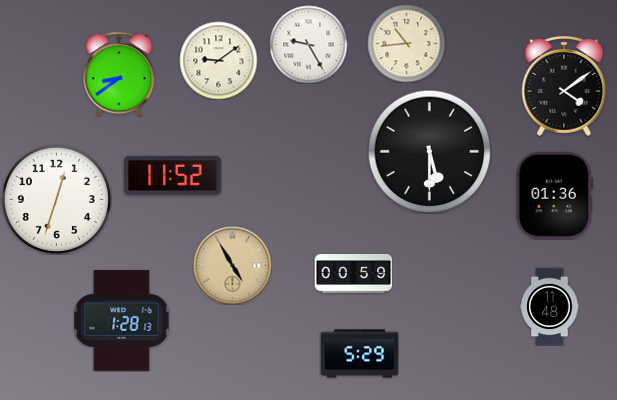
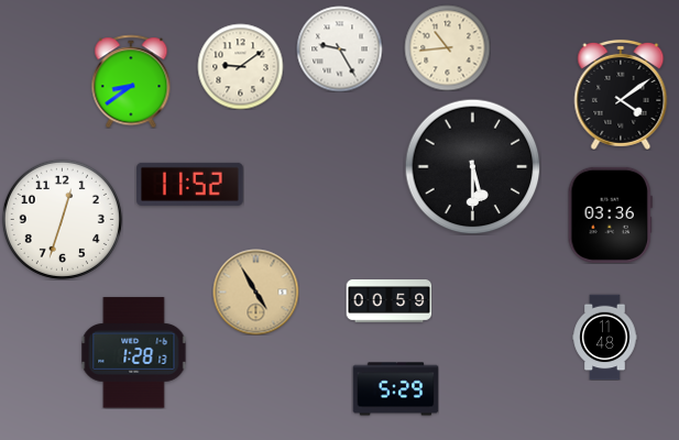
clock at (173, 175) position: (173, 175) -> (190, 184)
clock at (554, 195): 01:36 -> 03:36
